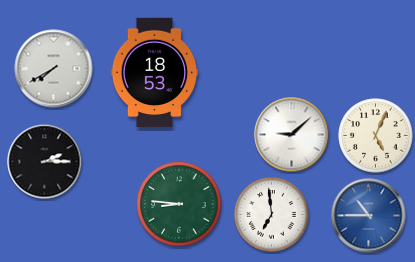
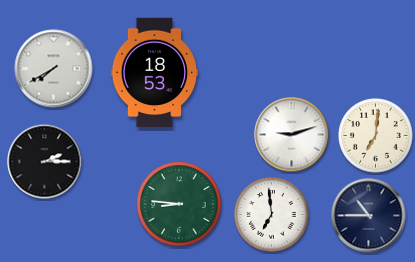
clock at (292, 135): 9:08 -> 9:12
clock at (376, 136): 5:04 -> 7:01
clock at (369, 216) dial: blue -> navy
